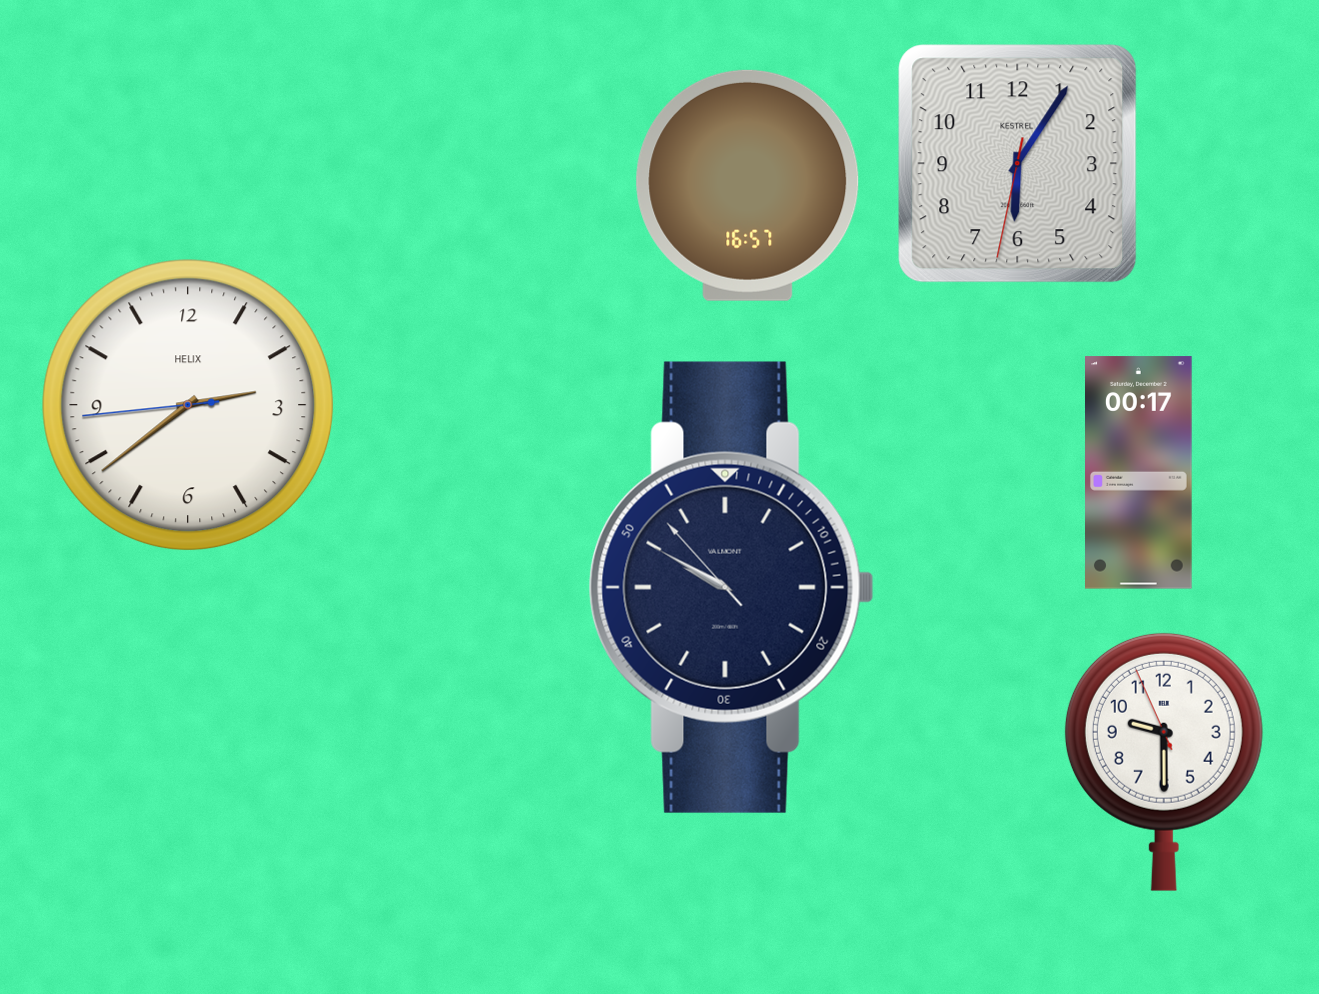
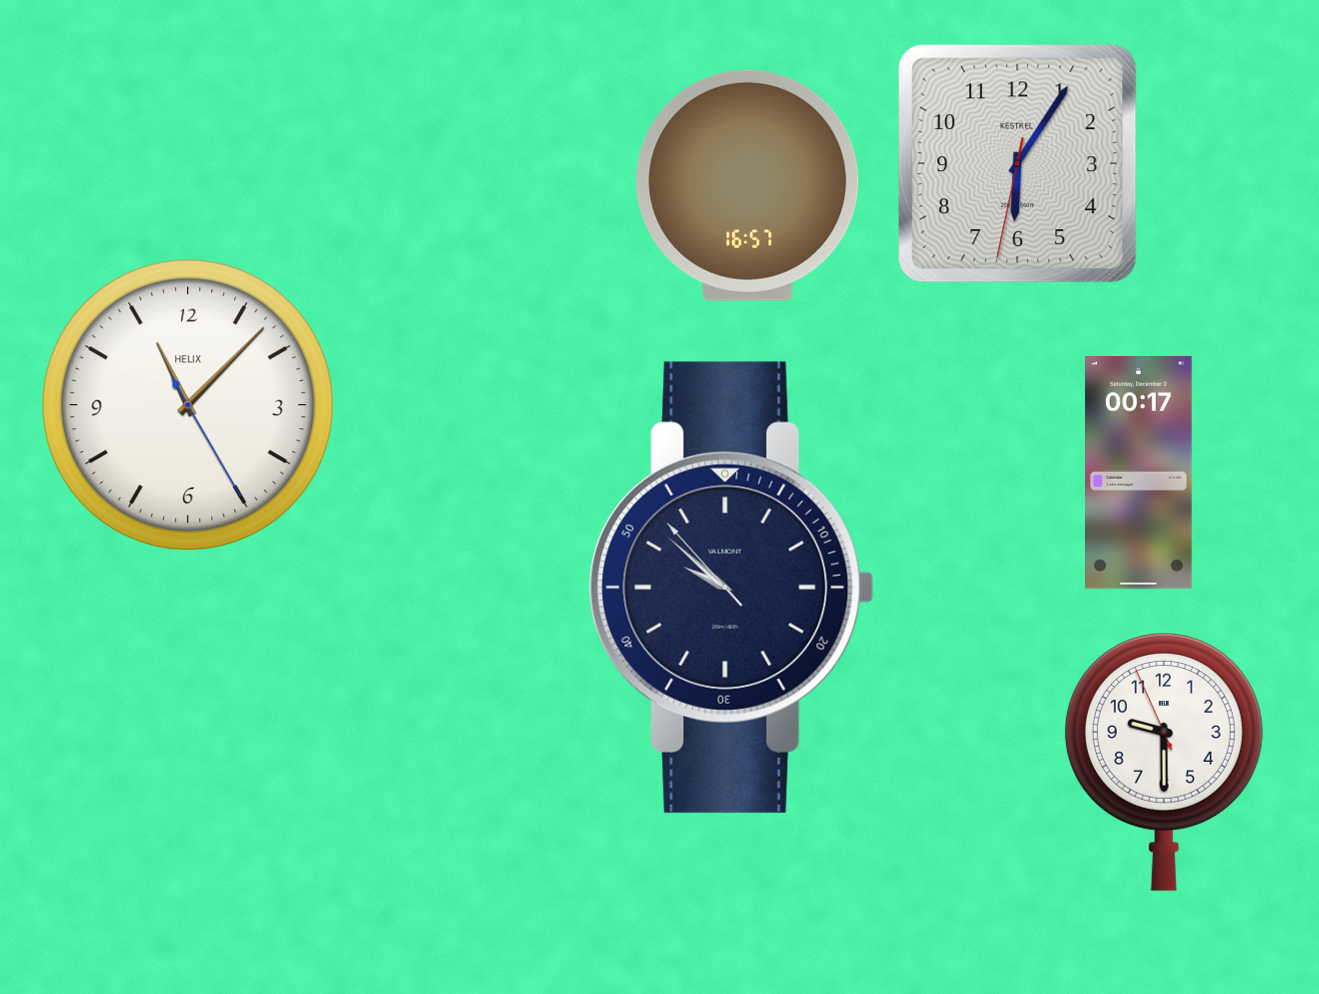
clock at (188, 405): 2:38 -> 11:07
clock at (731, 587): 9:49 -> 9:51
